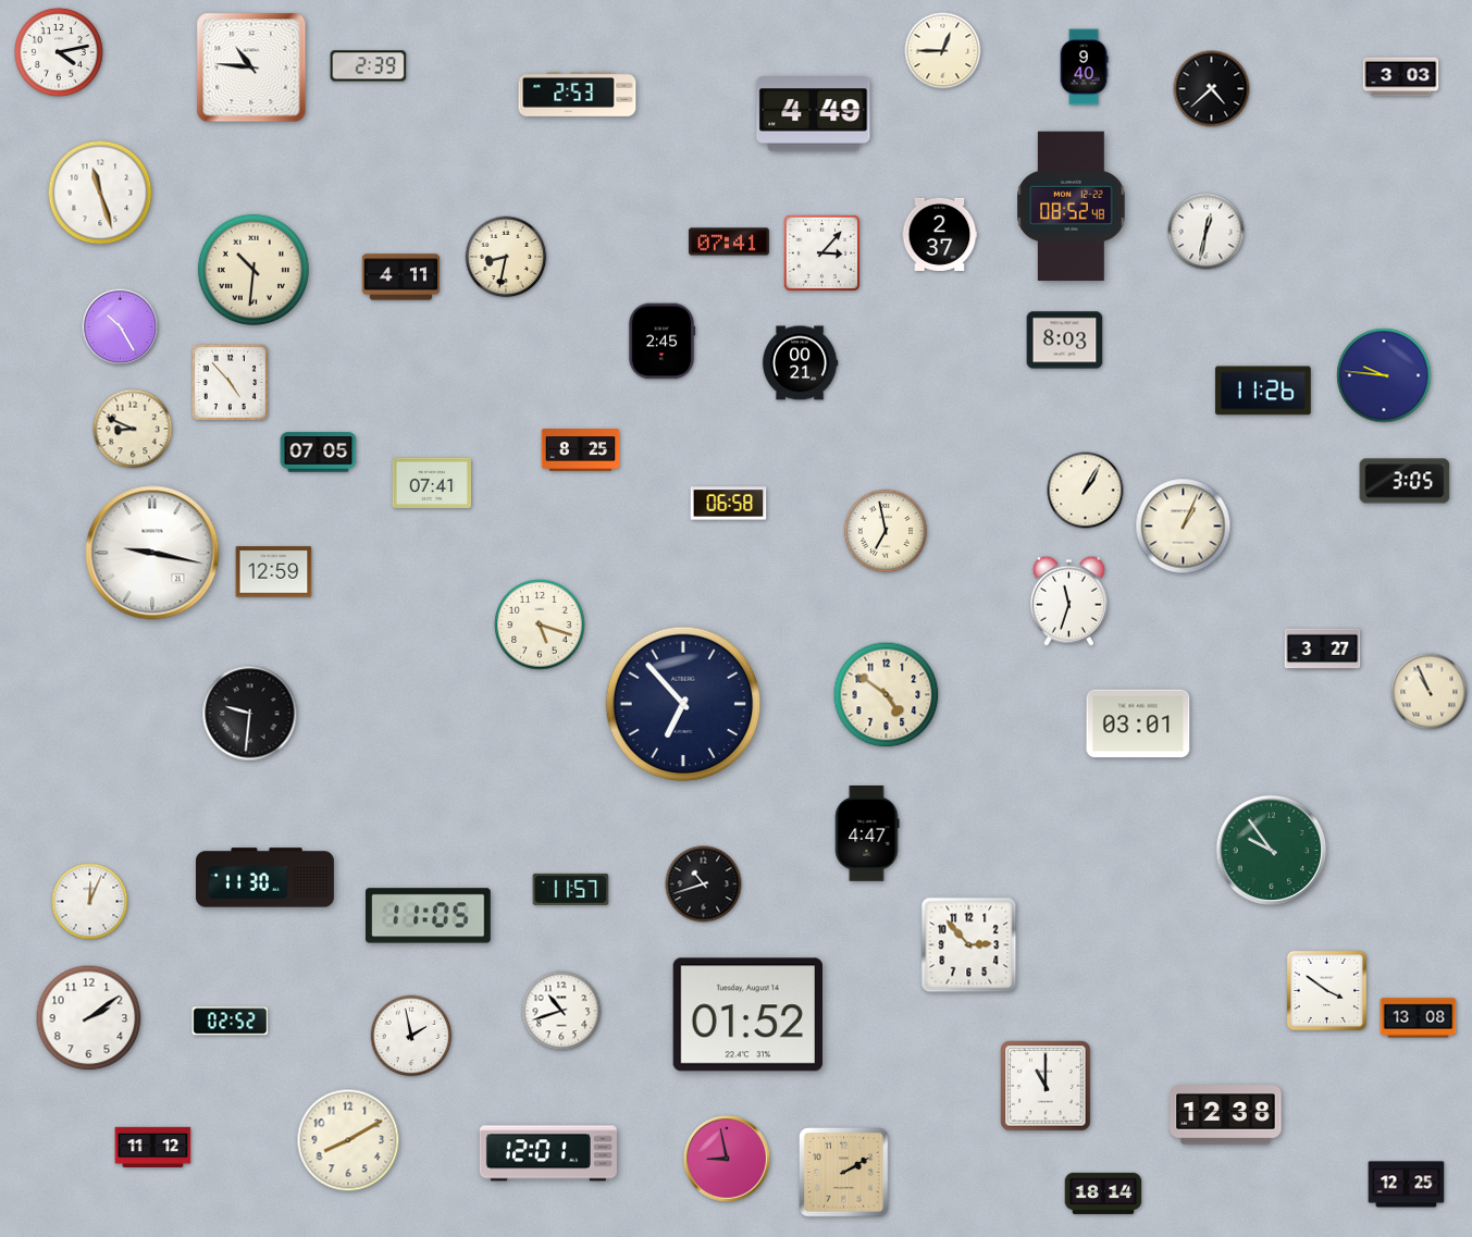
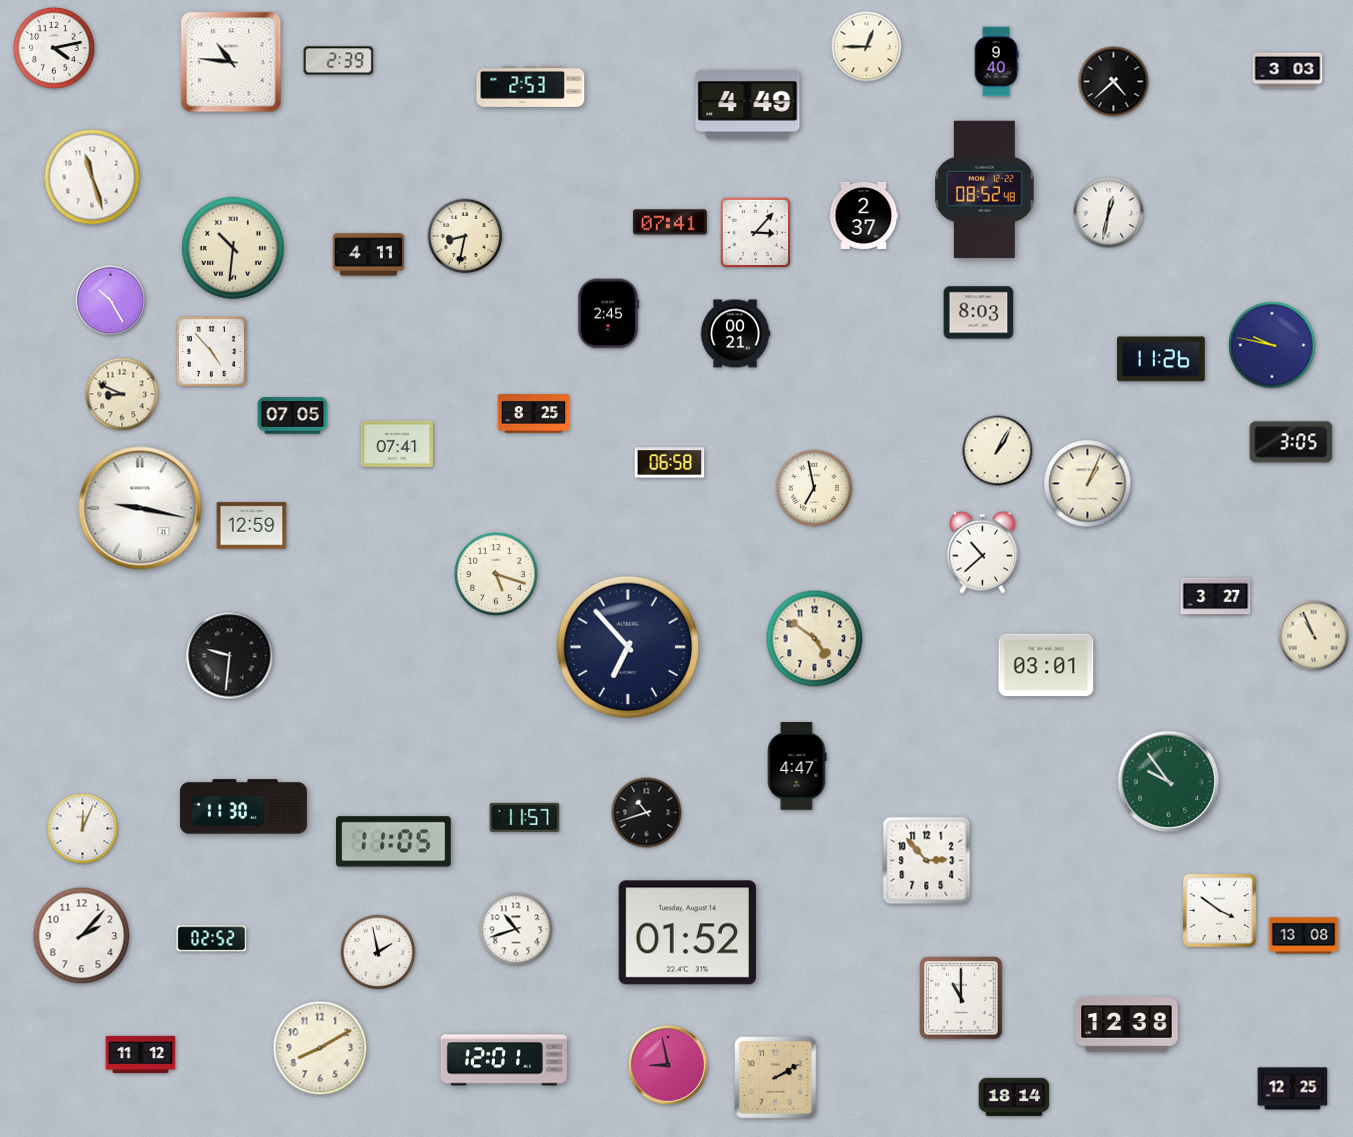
clock at (1384, 375): 9:46 -> 9:47
clock at (1068, 601): 11:33 -> 10:38
clock at (969, 945) position: (969, 945) -> (927, 861)
clock at (89, 1018): 2:09 -> 2:07
